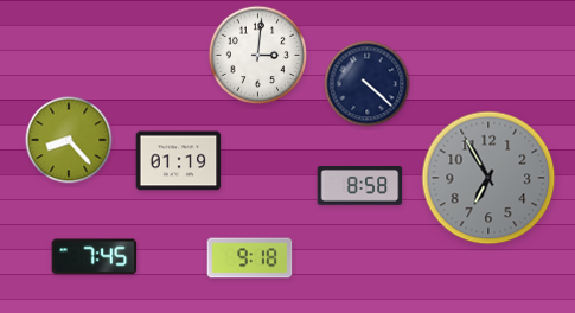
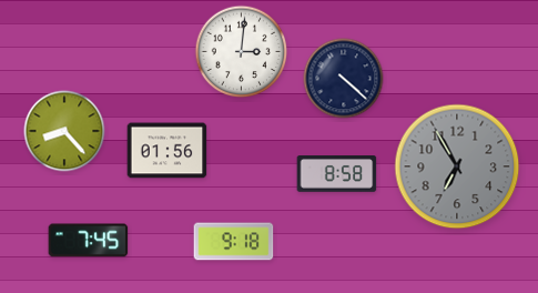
clock at (179, 161): 01:19 -> 01:56
